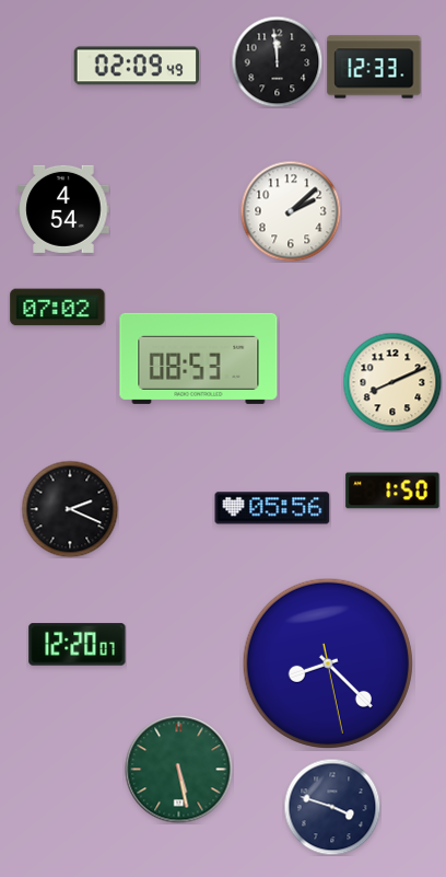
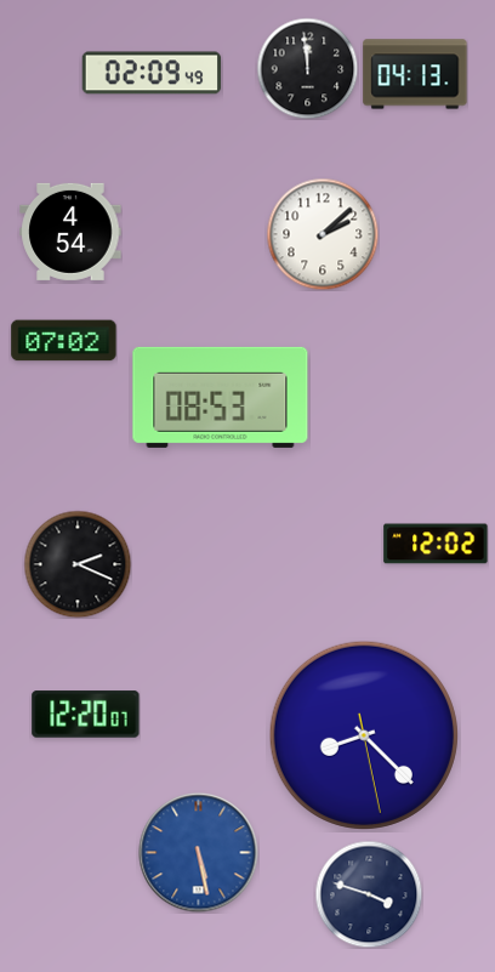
clock at (374, 67): 12:33 -> 04:13
clock at (392, 382): 8:11 -> none
clock at (392, 491): 1:50 -> 12:02
clock at (272, 508): 05:56 -> none
clock at (179, 770) dial: green -> blue
